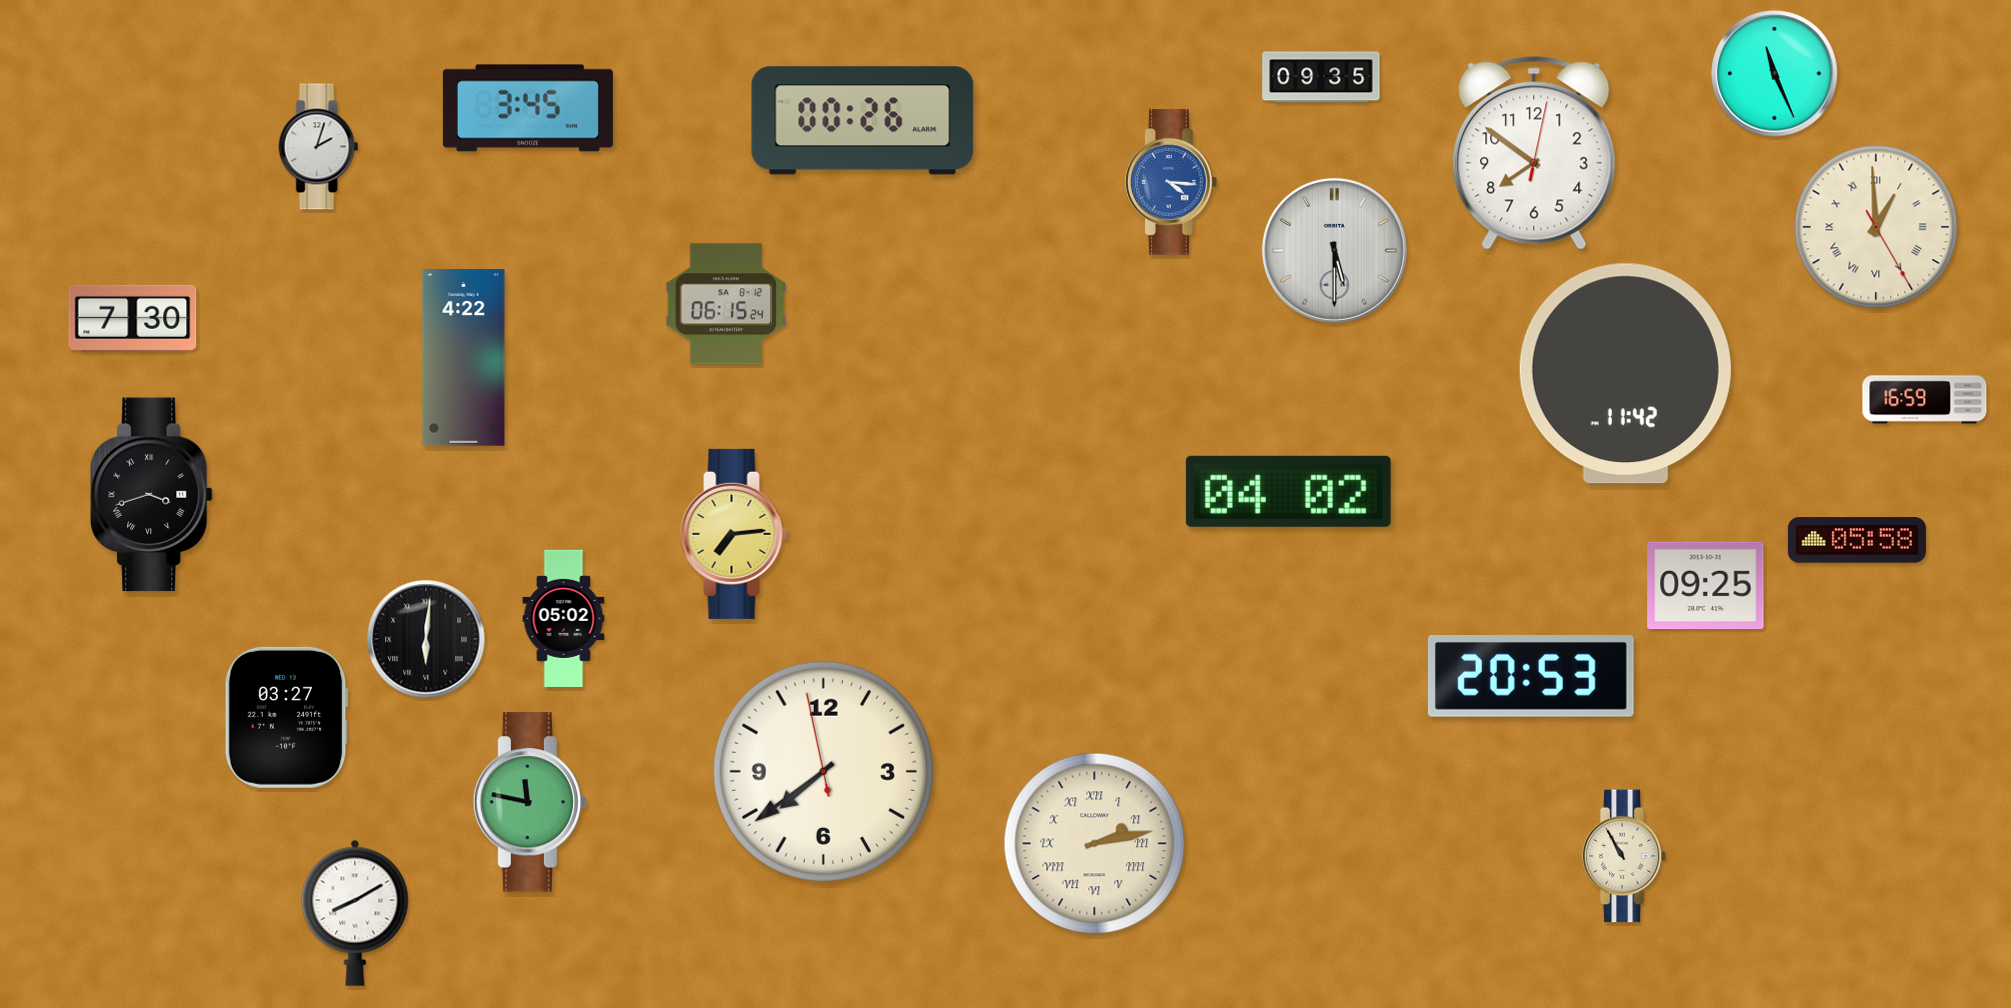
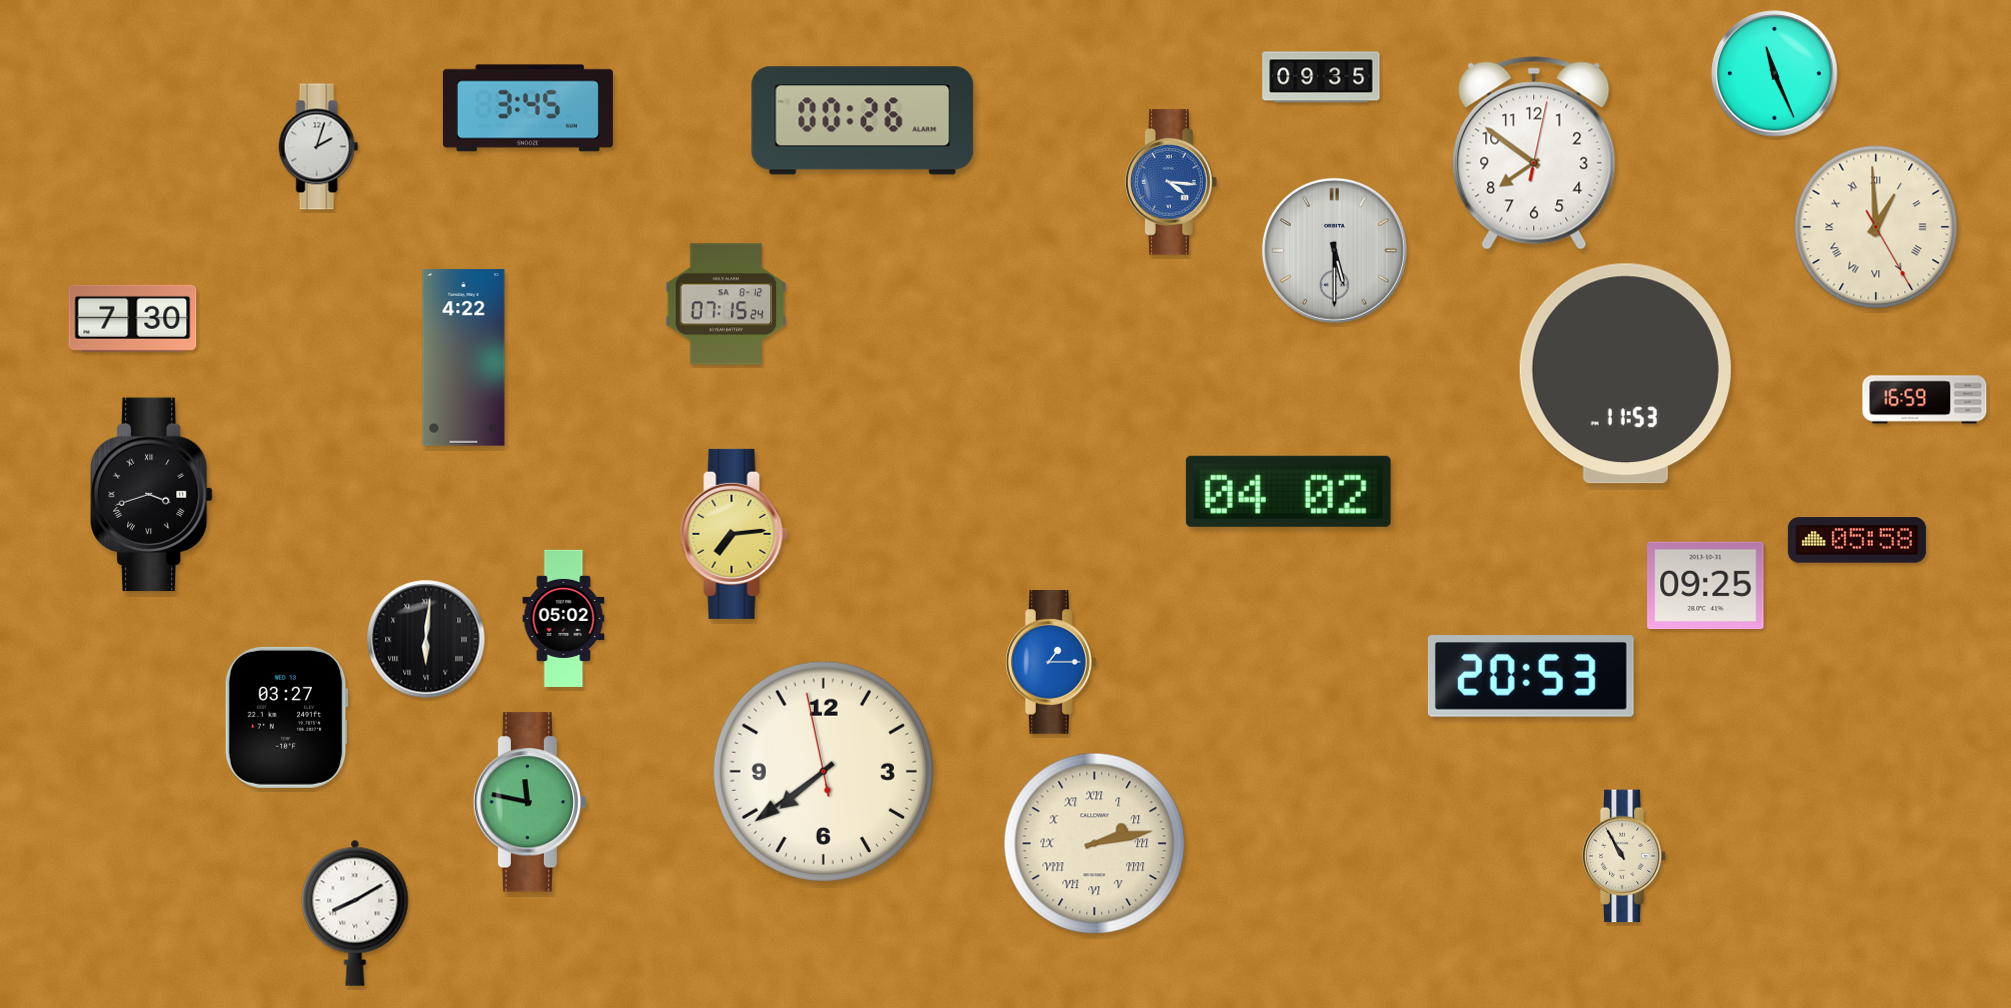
clock at (726, 304): 06:15 -> 07:15
clock at (1625, 374): 11:42 -> 11:53
clock at (1052, 663): none -> 1:15
